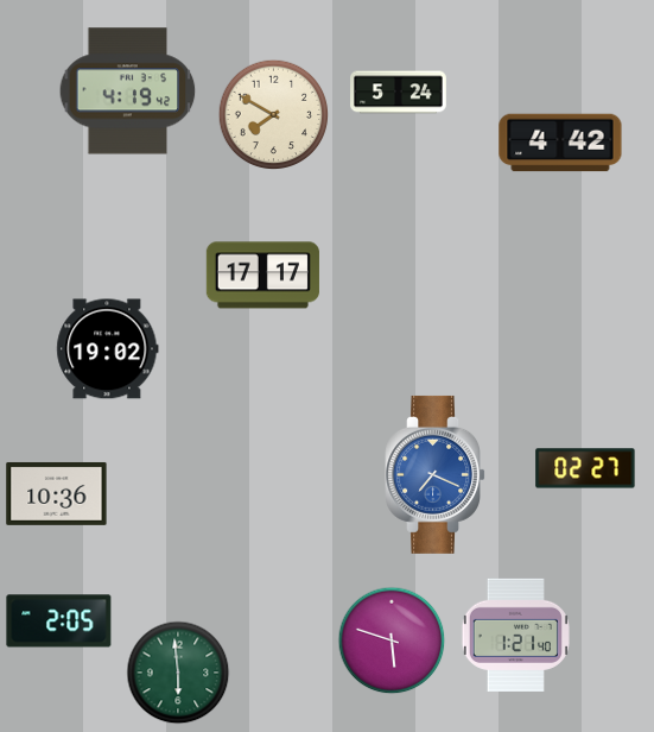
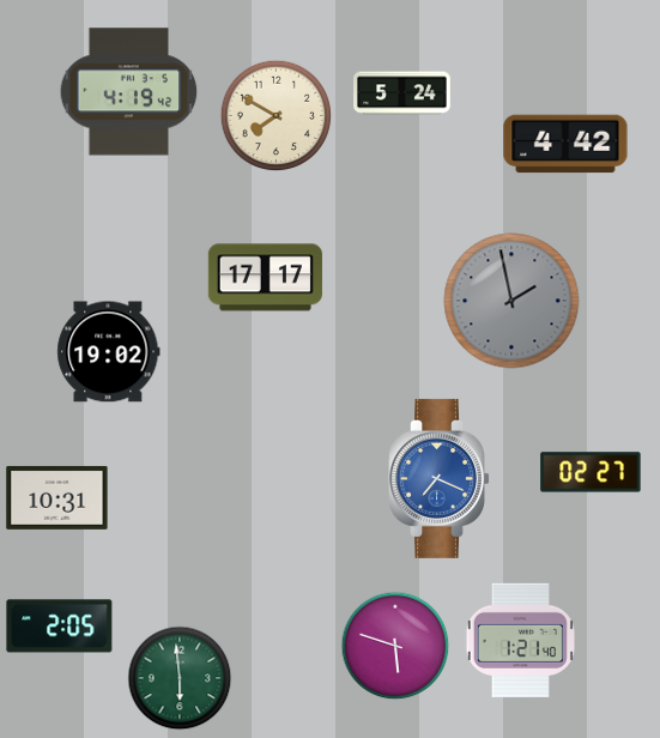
clock at (511, 301): none -> 1:58
clock at (57, 493): 10:36 -> 10:31
